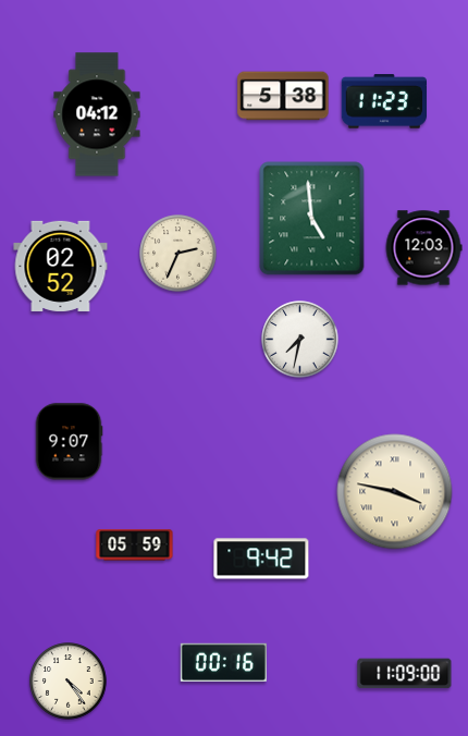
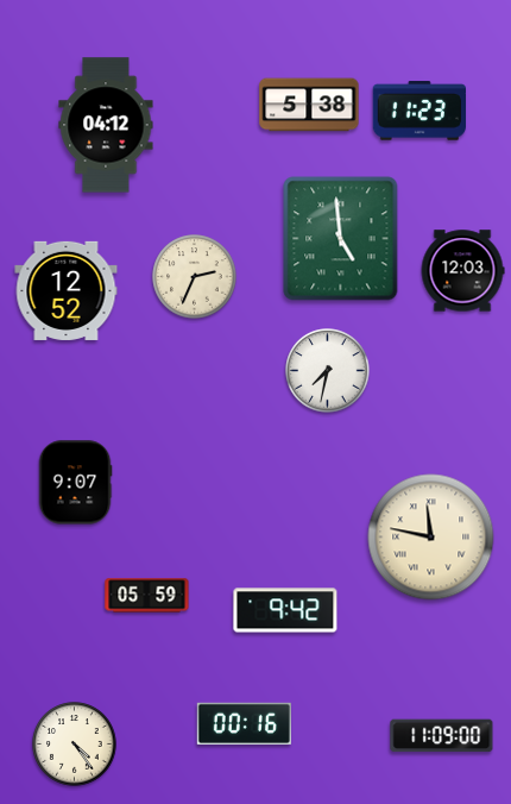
clock at (61, 266): 02:52 -> 12:52
clock at (395, 492): 3:47 -> 11:47
